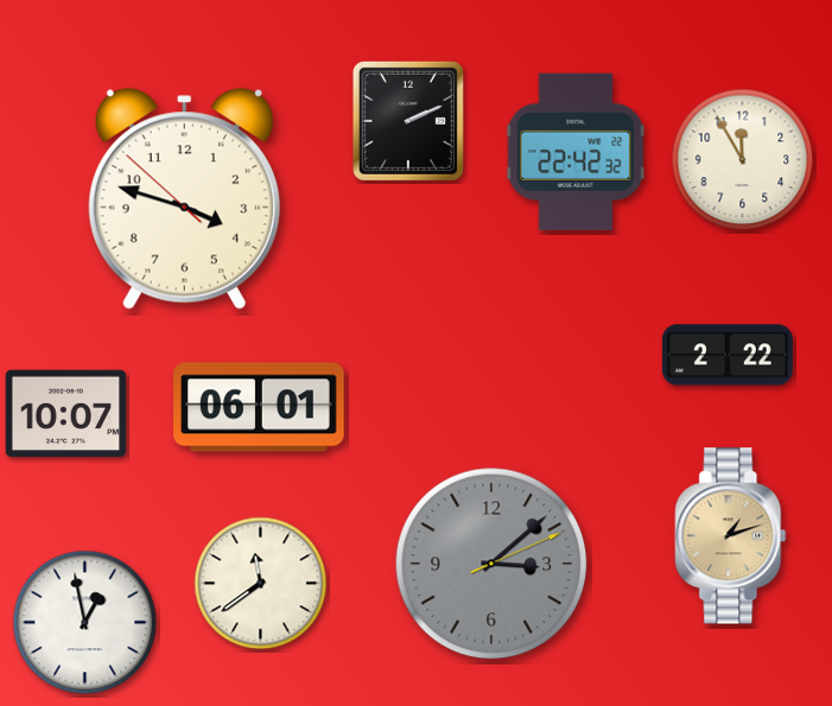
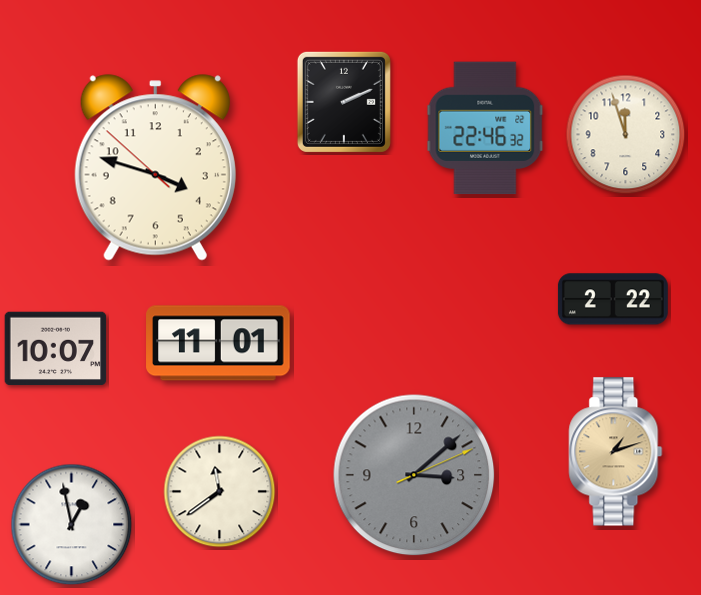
clock at (576, 152): 22:42 -> 22:46
clock at (743, 160): 11:55 -> 11:57
clock at (259, 407): 06:01 -> 11:01
